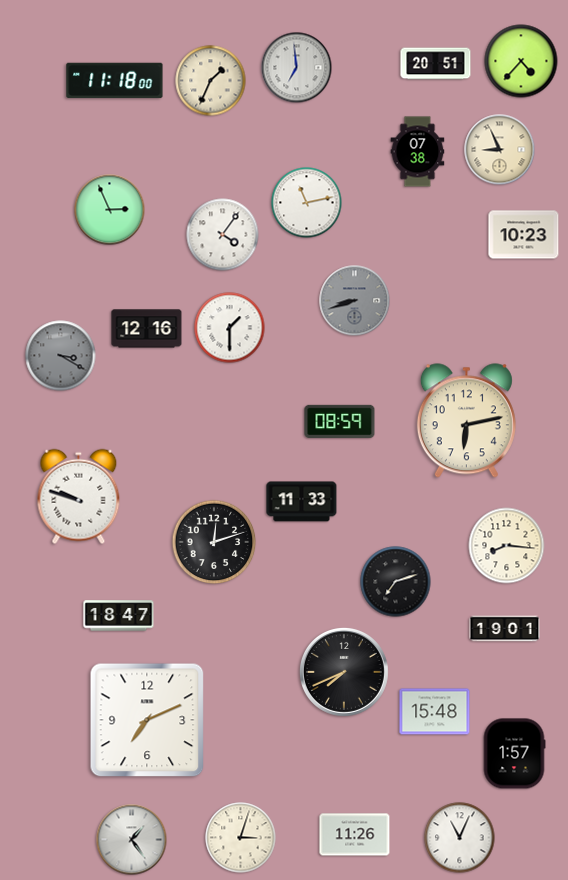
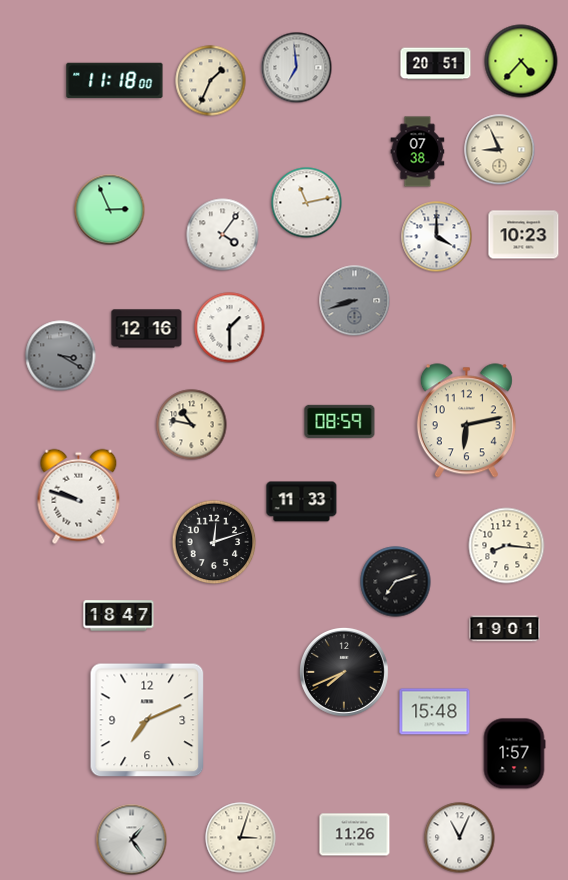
clock at (437, 237): none -> 4:00
clock at (192, 425): none -> 10:47
